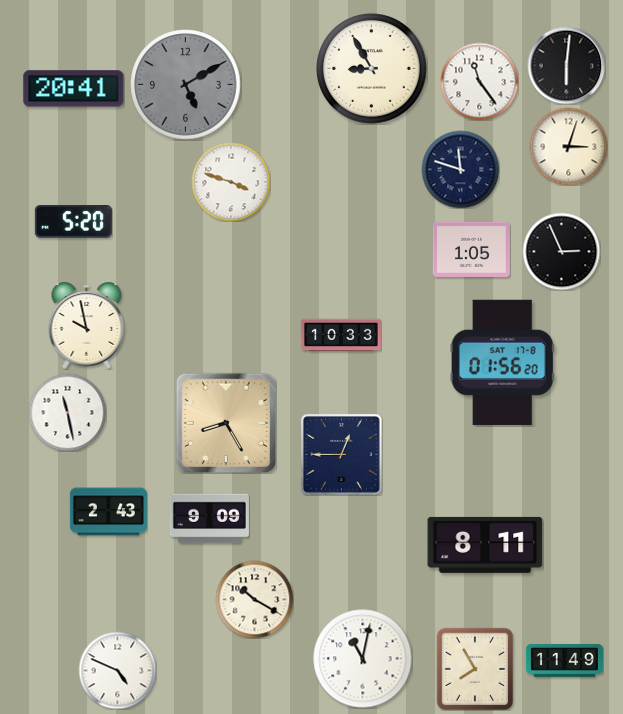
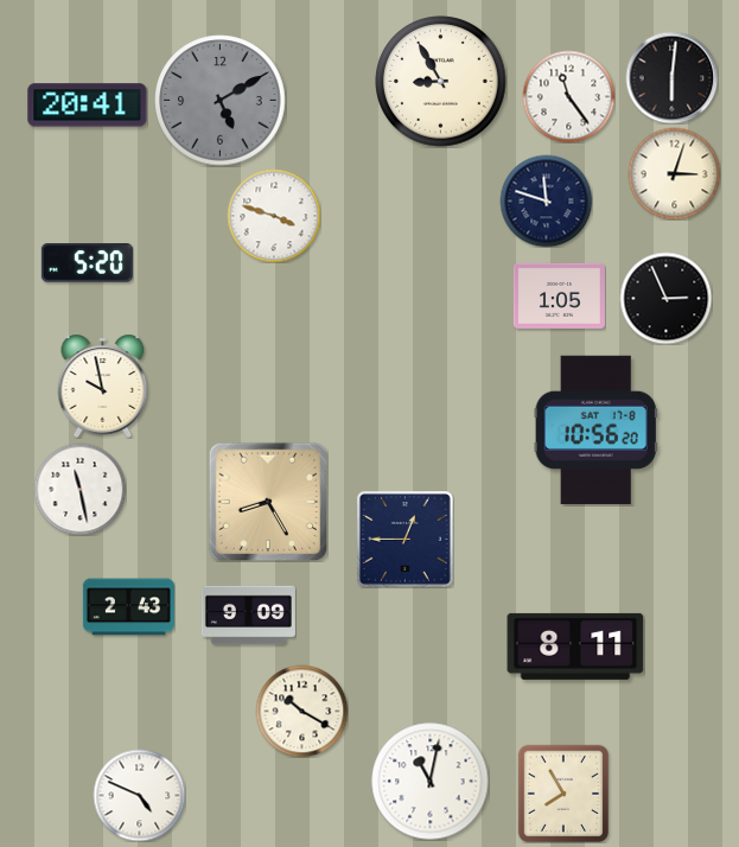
clock at (341, 335): 10:33 -> none
clock at (502, 362): 01:56 -> 10:56
clock at (564, 660): 11:49 -> none
